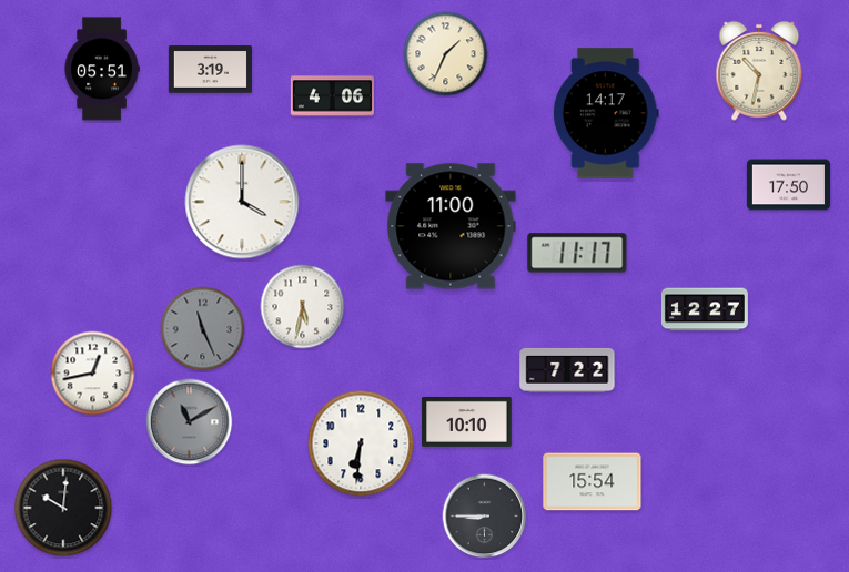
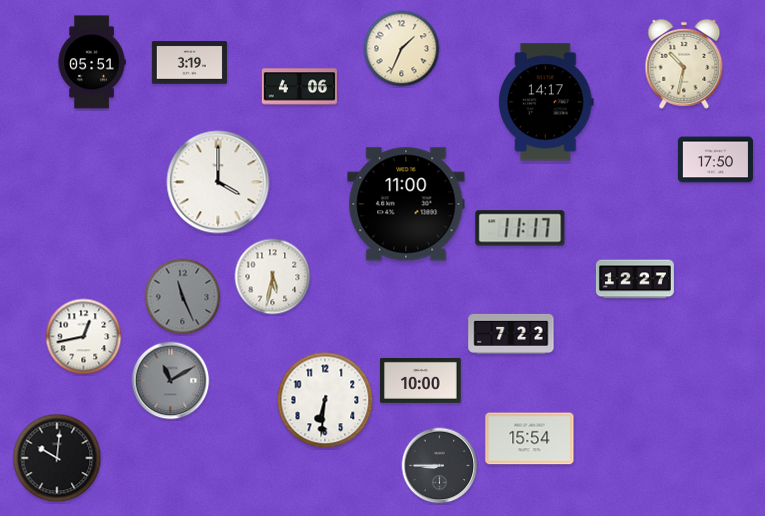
clock at (788, 185) position: (788, 185) -> (715, 160)
clock at (467, 421): 10:10 -> 10:00
clock at (593, 482) position: (593, 482) -> (530, 439)
clock at (485, 517) position: (485, 517) -> (440, 466)
